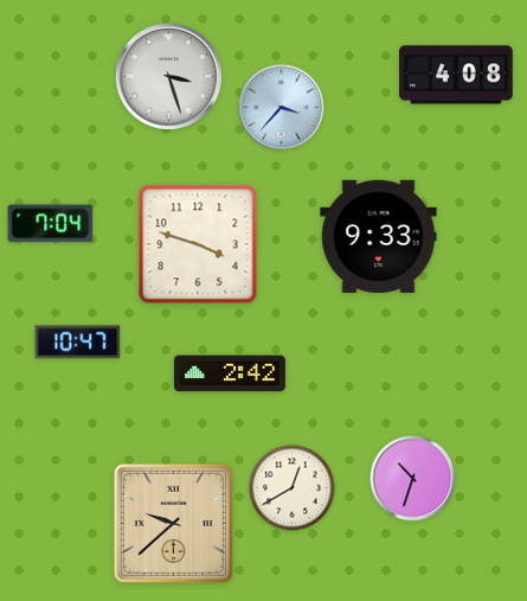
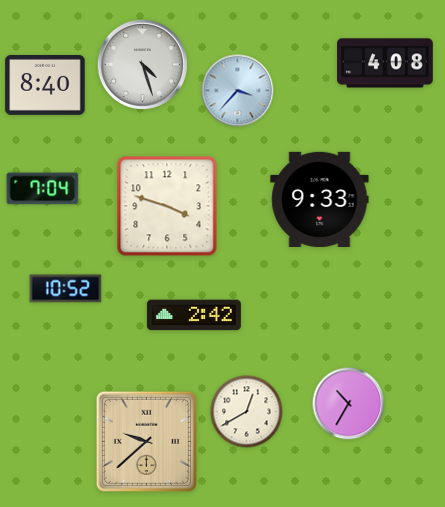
clock at (168, 76): 3:27 -> 4:27
clock at (45, 85): none -> 8:40
clock at (78, 343): 10:47 -> 10:52
clock at (413, 479): 10:33 -> 10:35
